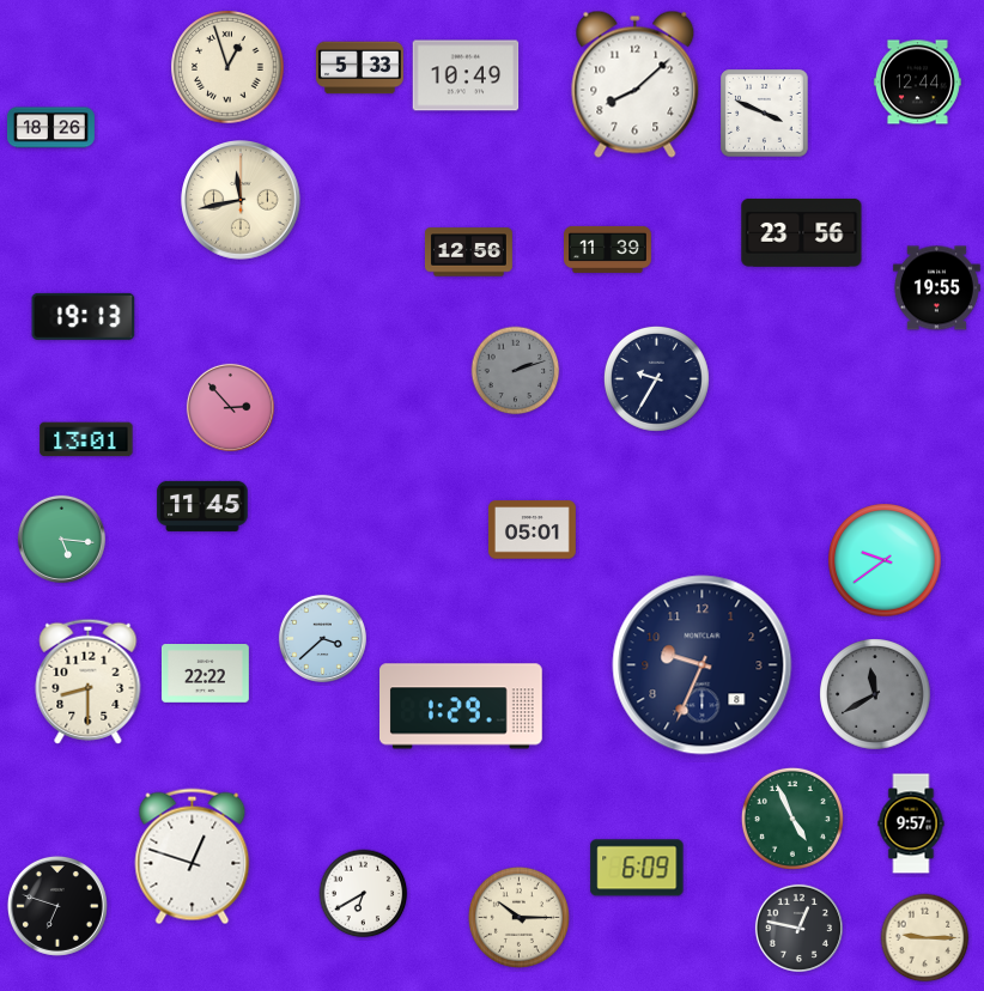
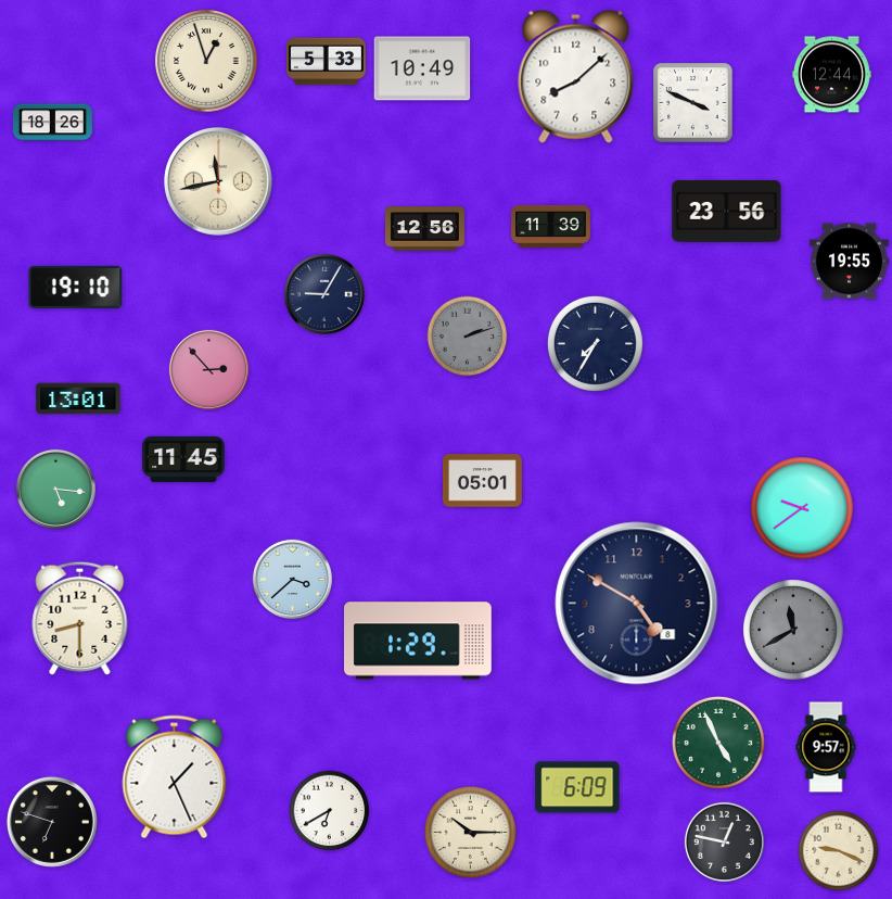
clock at (50, 128) position: (50, 128) -> (52, 123)
clock at (84, 316): 19:13 -> 19:10
clock at (324, 294): none -> 9:05
clock at (656, 378): 9:35 -> 7:35
clock at (703, 665): 9:34 -> 4:50
clock at (205, 674): 22:22 -> none
clock at (193, 857): 12:48 -> 1:26
clock at (925, 938): 9:15 -> 9:19
